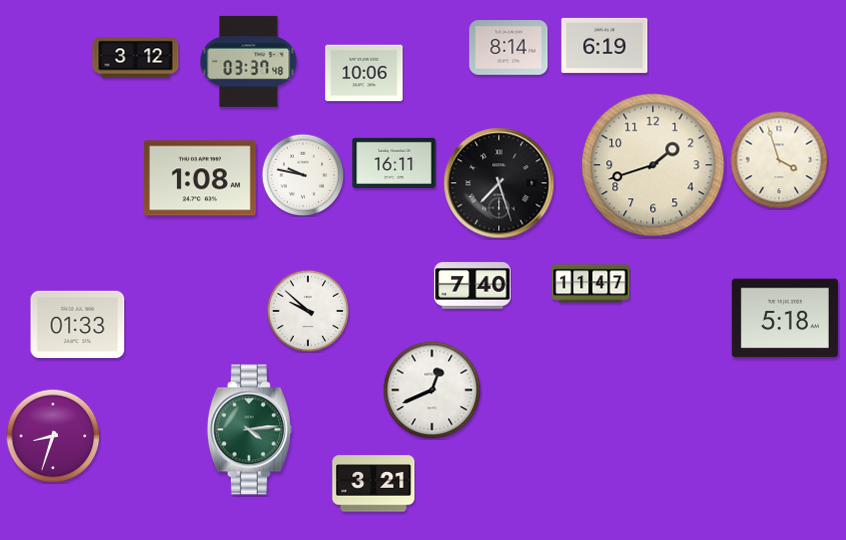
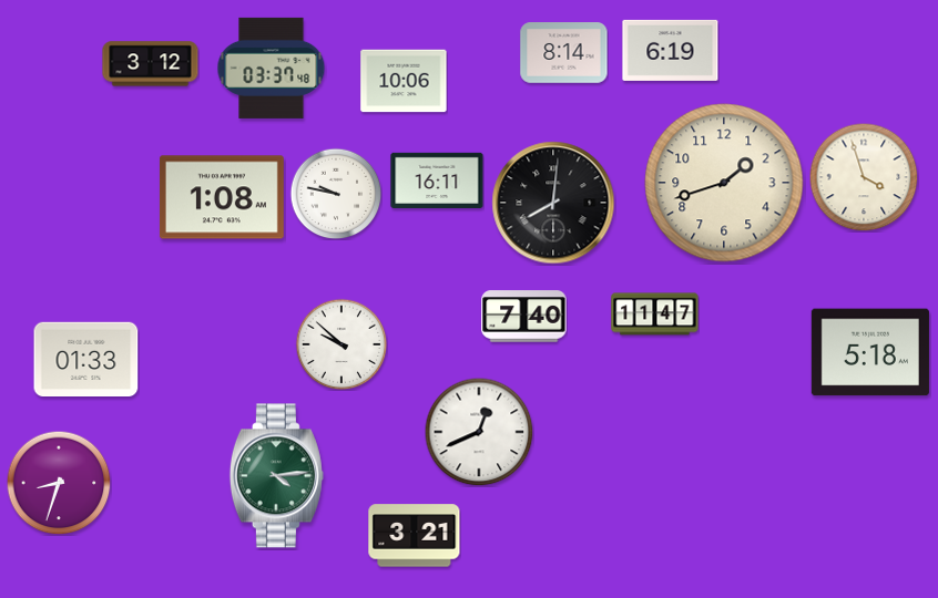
clock at (249, 61) position: (249, 61) -> (272, 68)
clock at (499, 183): 7:27 -> 8:01
